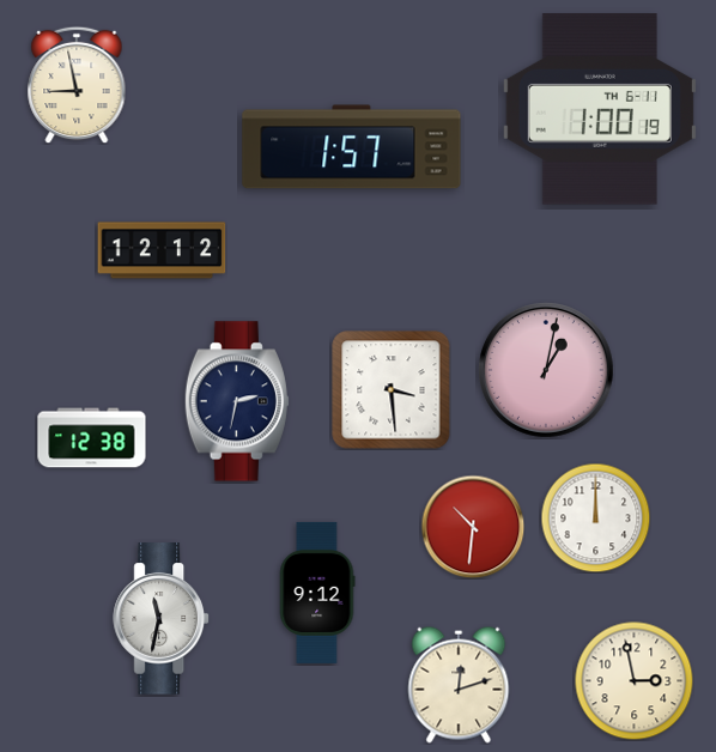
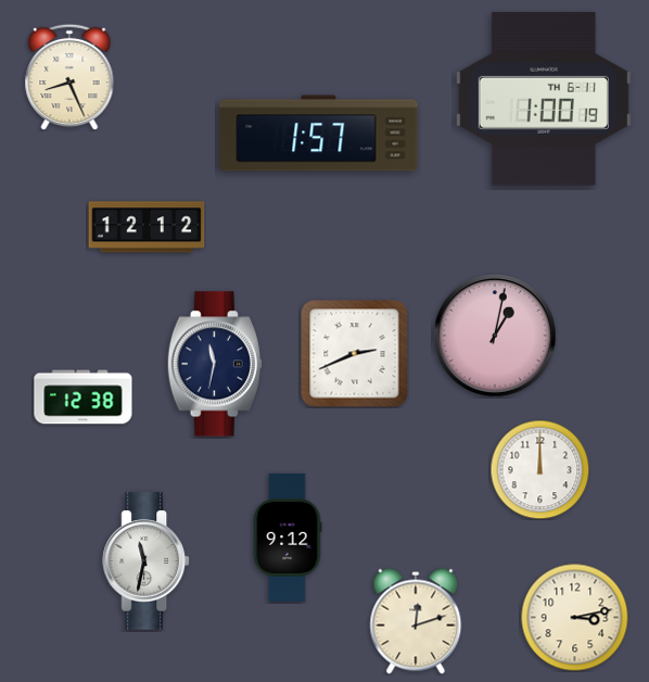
clock at (77, 85): 8:58 -> 8:26
clock at (392, 390): 3:29 -> 2:41
clock at (237, 401): 2:32 -> 11:32
clock at (473, 527): 10:31 -> none
clock at (635, 681): 2:58 -> 3:13
